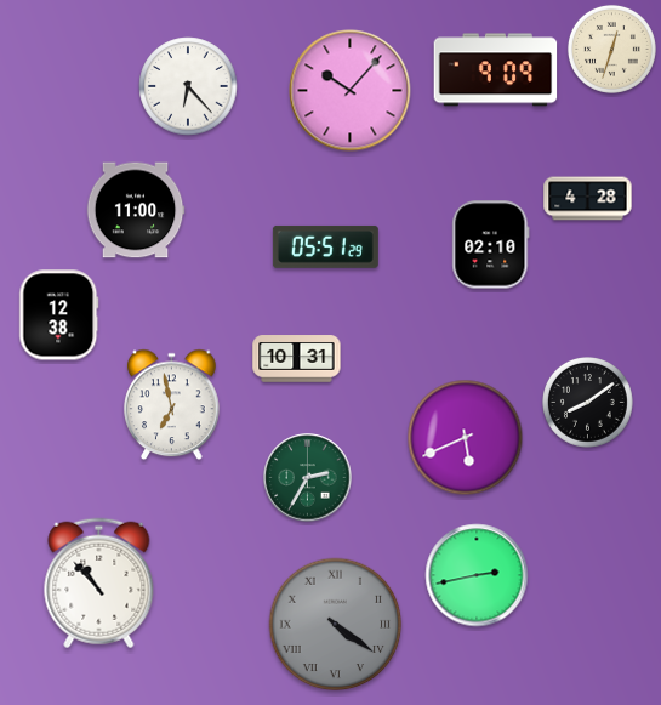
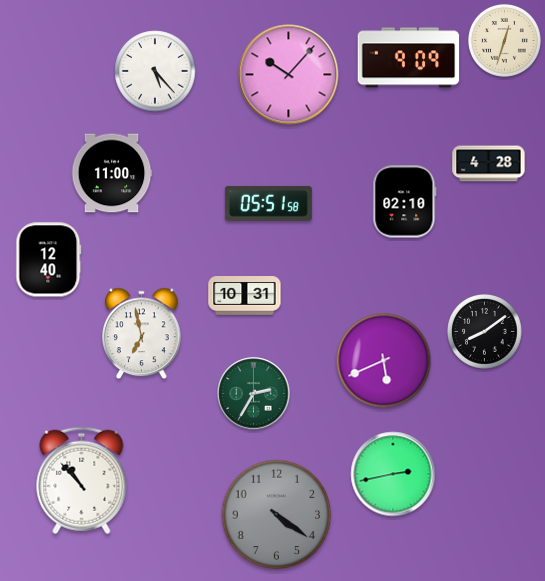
clock at (188, 86): 6:23 -> 5:23
clock at (588, 199) position: (588, 199) -> (489, 164)
clock at (325, 246): 05:51:29 -> 05:51:58
clock at (59, 315): 12:38 -> 12:40
clock at (336, 625) numerals: Roman -> Arabic
